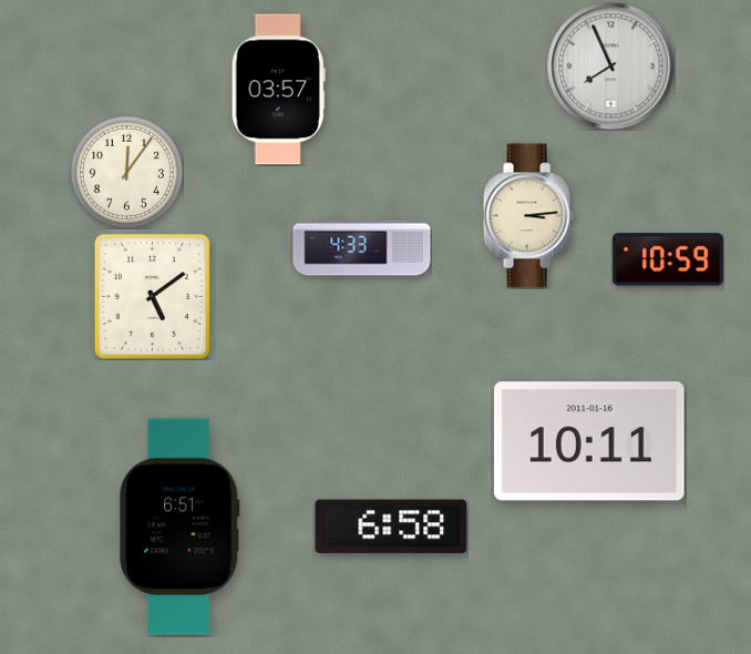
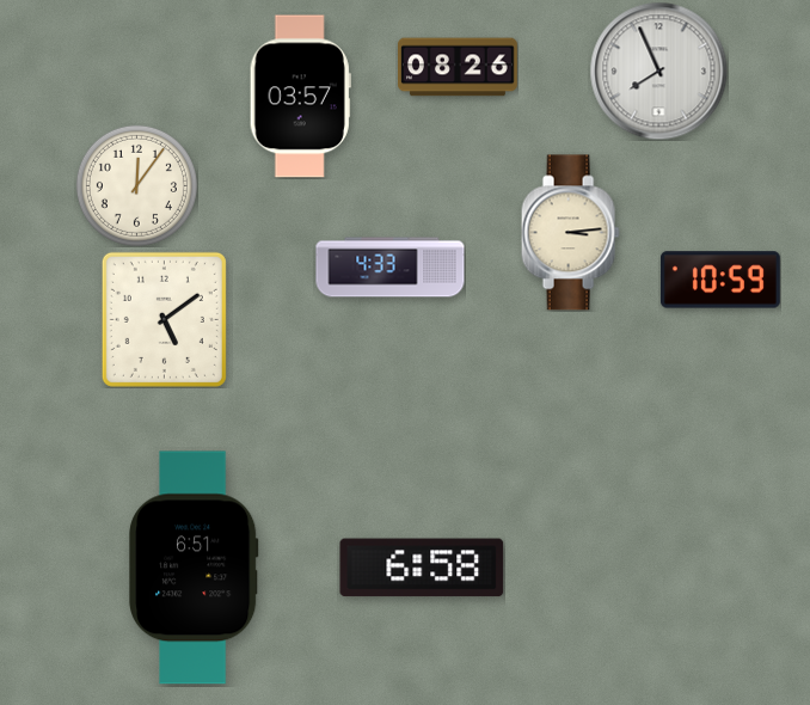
clock at (459, 67): none -> 08:26
clock at (590, 441): 10:11 -> none
